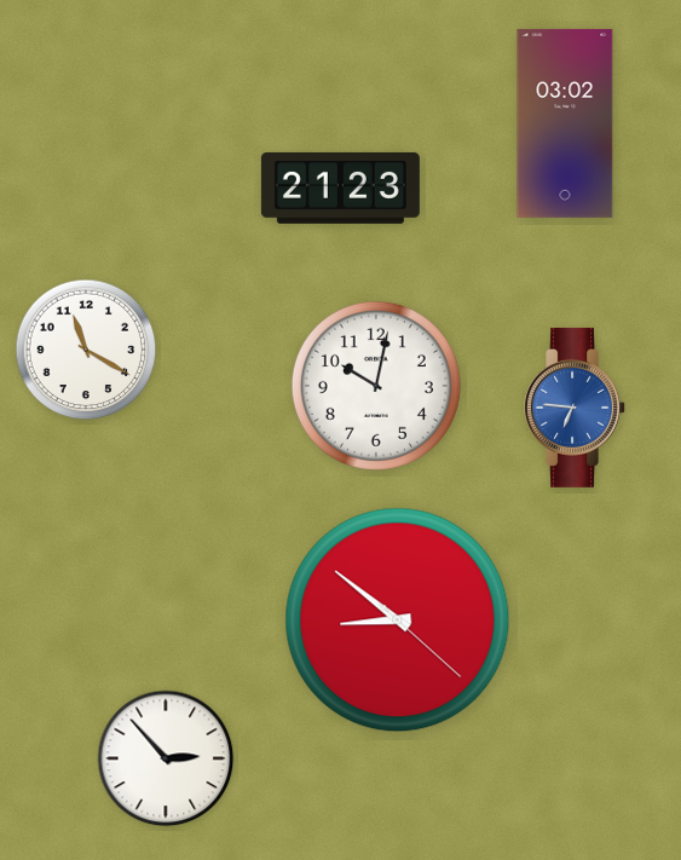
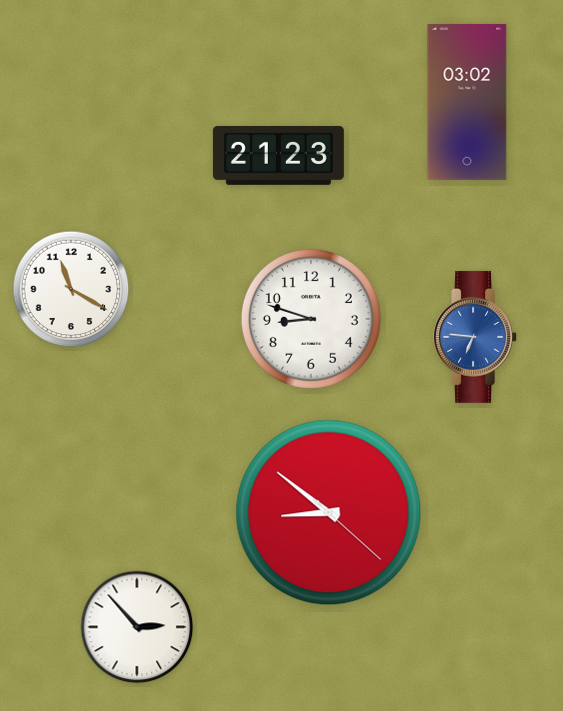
clock at (340, 187) position: (340, 187) -> (278, 155)
clock at (376, 386): 10:02 -> 8:48
